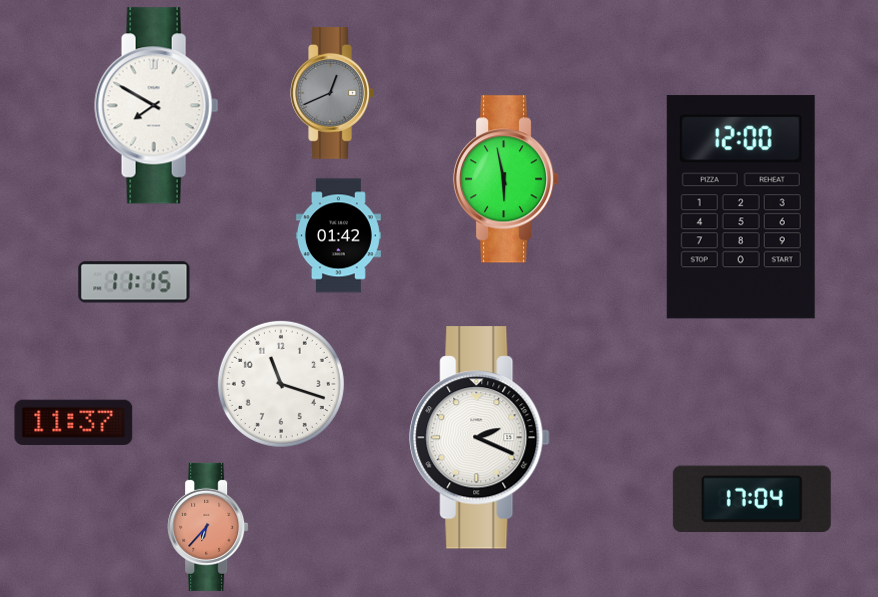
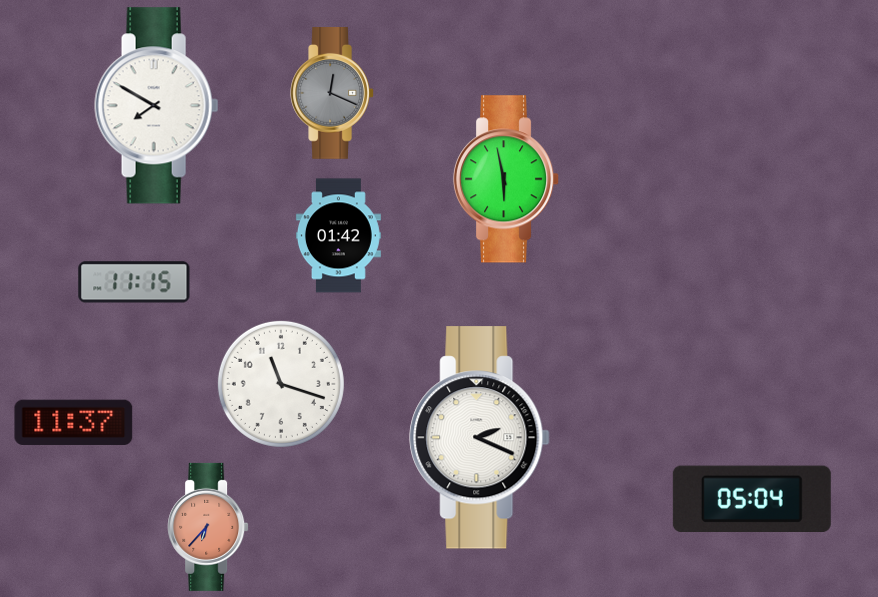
clock at (332, 94): 12:41 -> 12:19
clock at (741, 207): 12:00 -> none
clock at (752, 498): 17:04 -> 05:04
